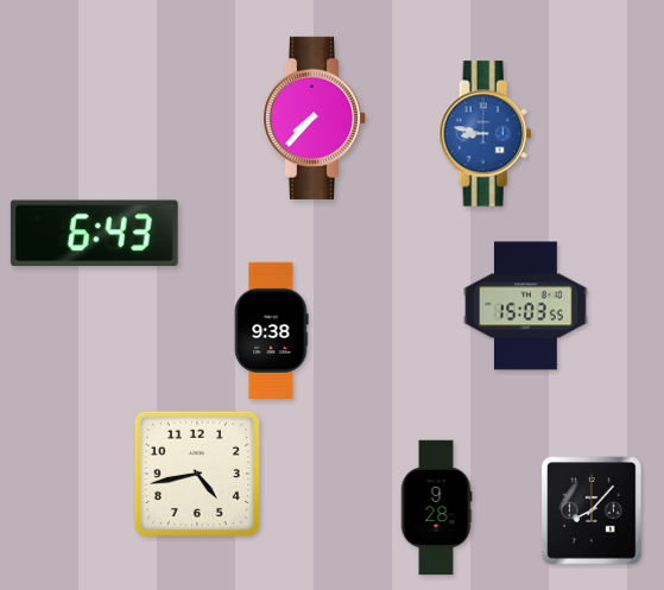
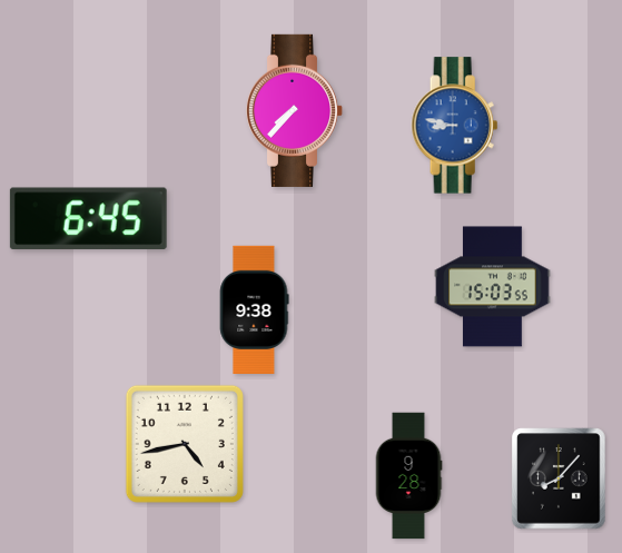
clock at (94, 234): 6:43 -> 6:45
clock at (592, 510) position: (592, 510) -> (559, 478)
